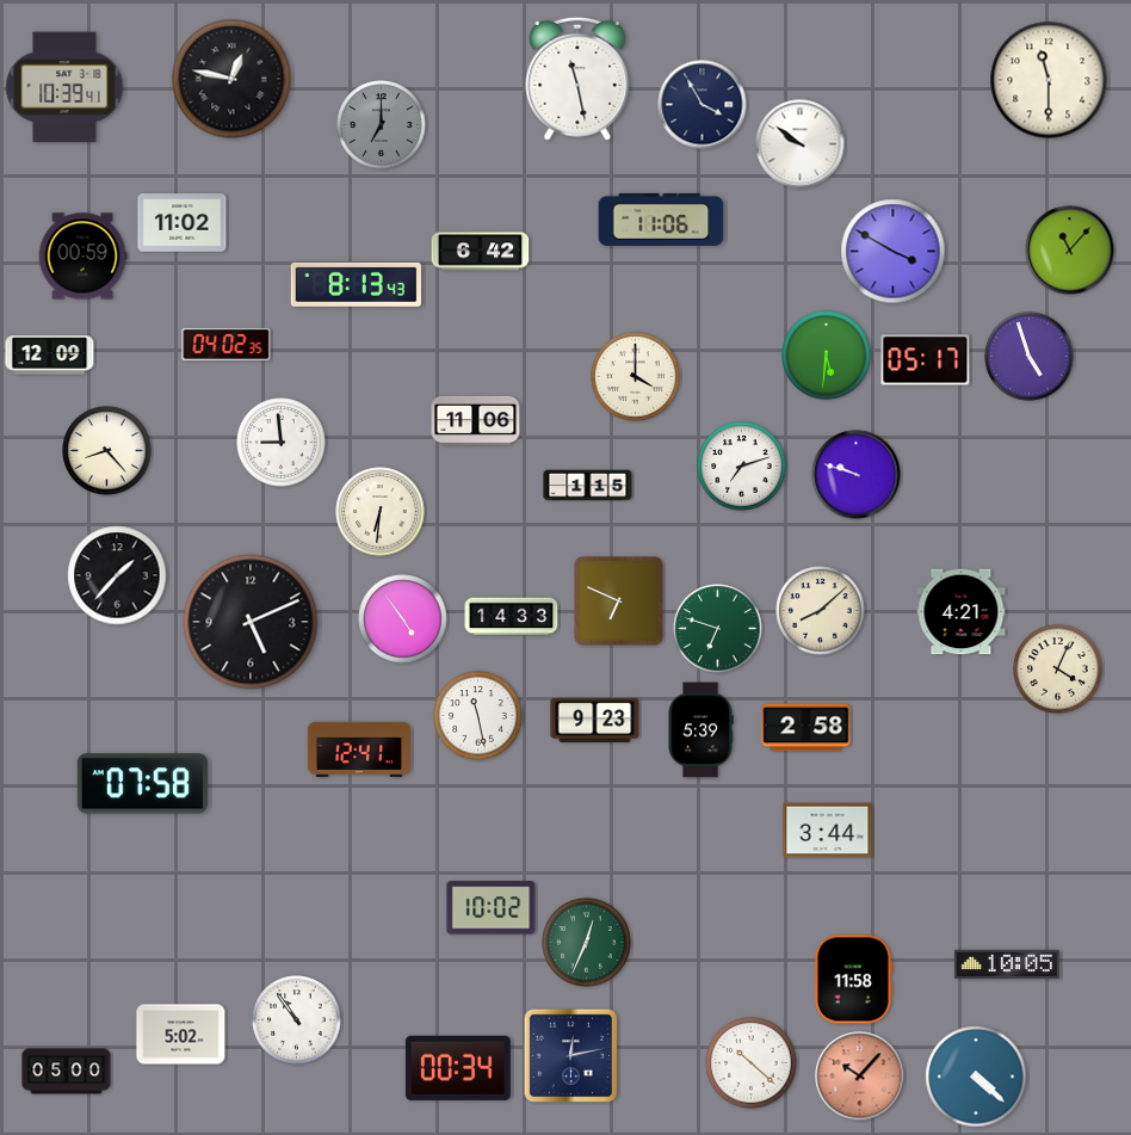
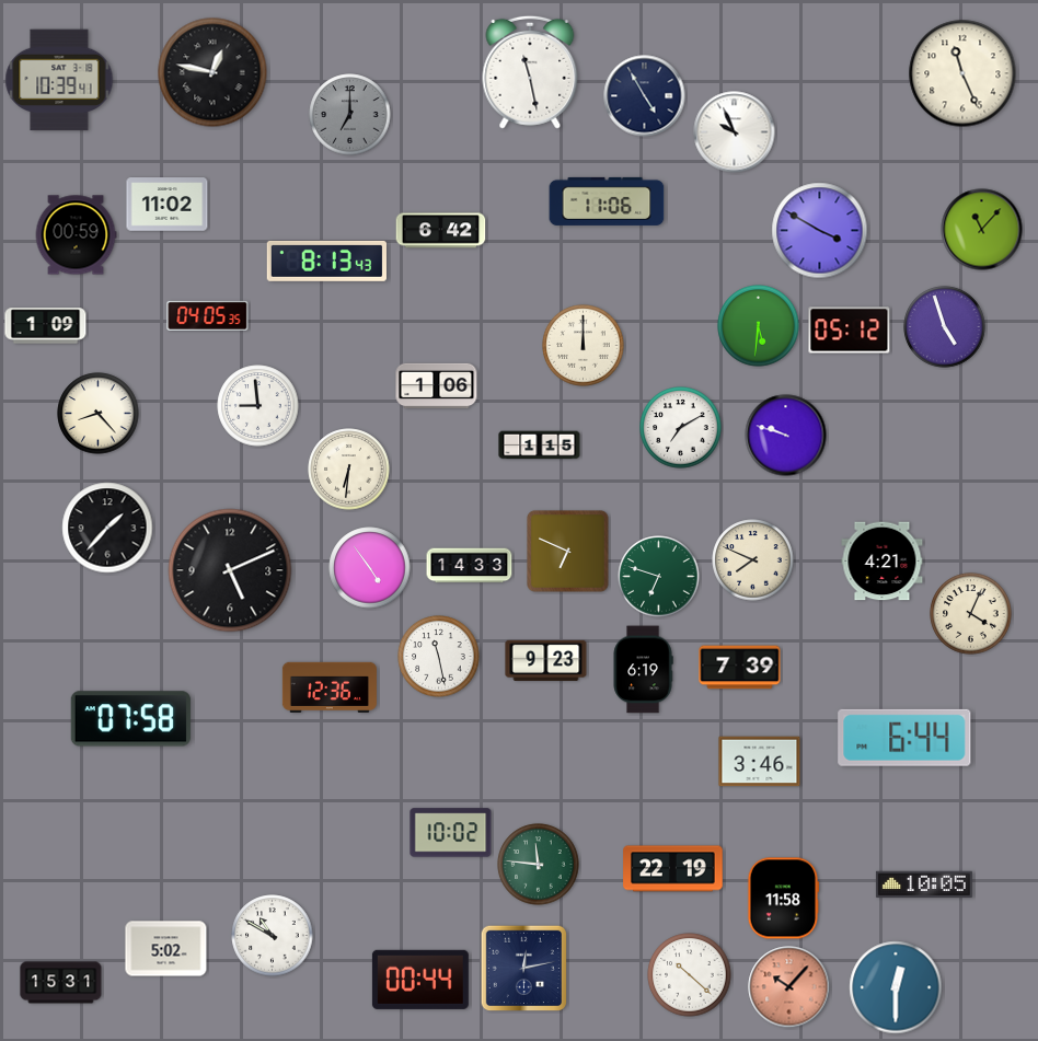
clock at (1049, 80): 11:30 -> 11:26
clock at (703, 105): 3:55 -> 4:55
clock at (801, 144): 9:51 -> 9:56
clock at (227, 344): 04:02 -> 04:05
clock at (50, 356): 12:09 -> 1:09
clock at (926, 360): 05:17 -> 05:12
clock at (636, 377): 4:00 -> 12:00
clock at (476, 420): 11:06 -> 1:06
clock at (742, 467): 7:12 -> 7:10
clock at (821, 611): 8:08 -> 7:49
clock at (806, 728): 2:58 -> 7:39
clock at (700, 730): 5:39 -> 6:19
clock at (359, 750): 12:41 -> 12:36
clock at (904, 738): none -> 6:44
clock at (828, 831): 3:44 -> 3:46
clock at (587, 943): 12:34 -> 11:46
clock at (673, 869): none -> 22:19
clock at (297, 1020): 10:54 -> 10:50
clock at (458, 1068): 00:34 -> 00:44
clock at (67, 1072): 05:00 -> 15:31
clock at (976, 1077): 4:22 -> 12:30
